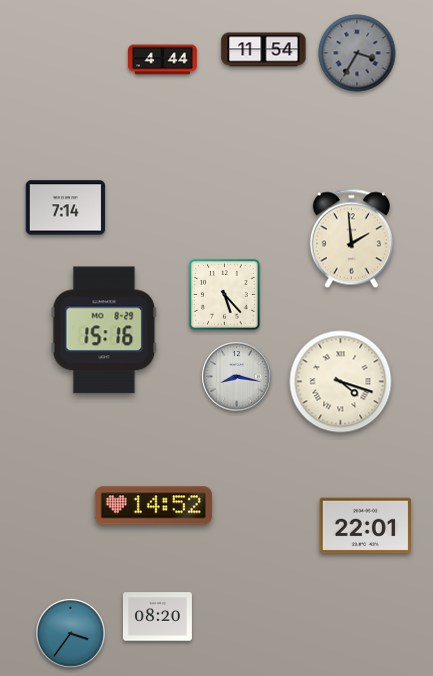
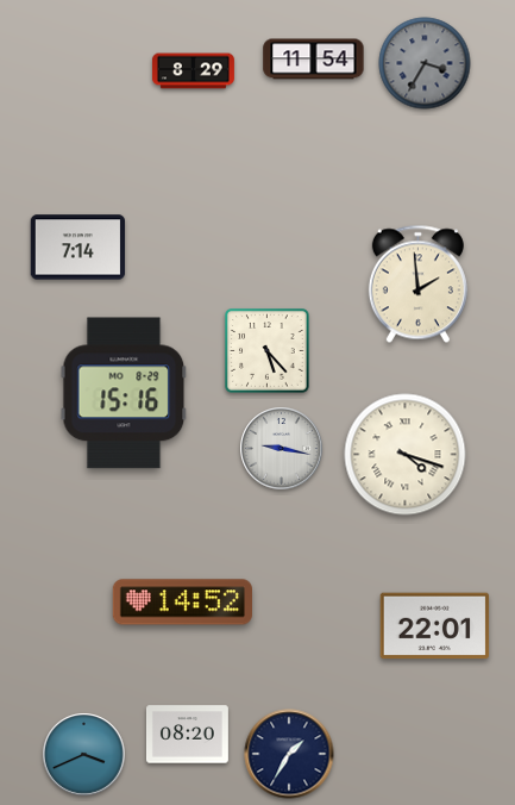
clock at (162, 60): 4:44 -> 8:29
clock at (237, 377): 8:17 -> 9:17
clock at (289, 754): none -> 1:35
clock at (71, 634): 3:36 -> 3:41
